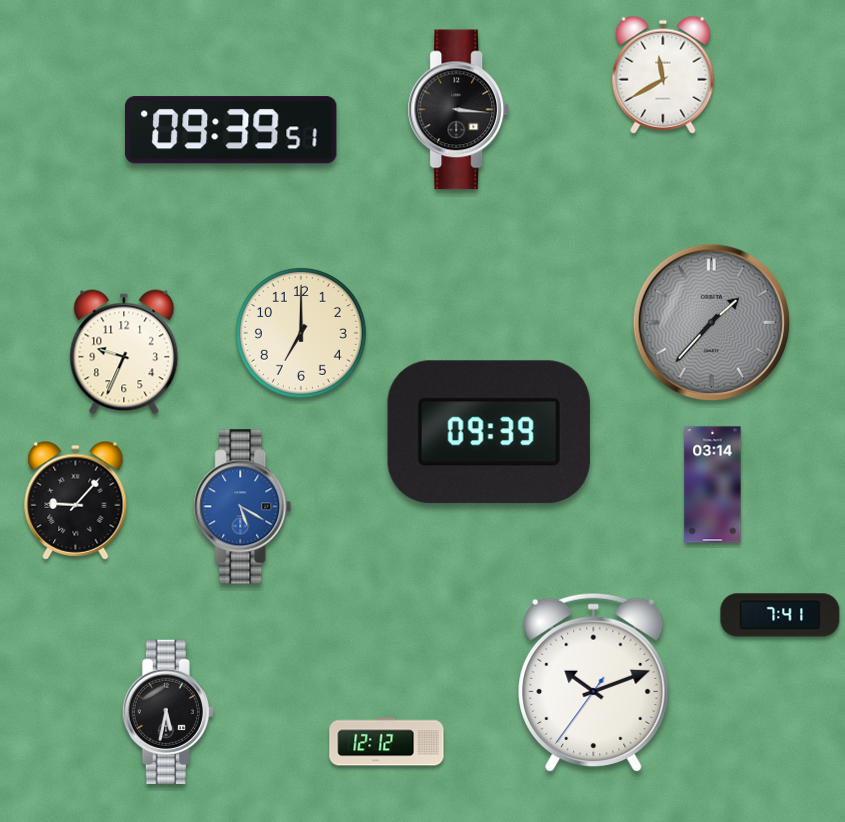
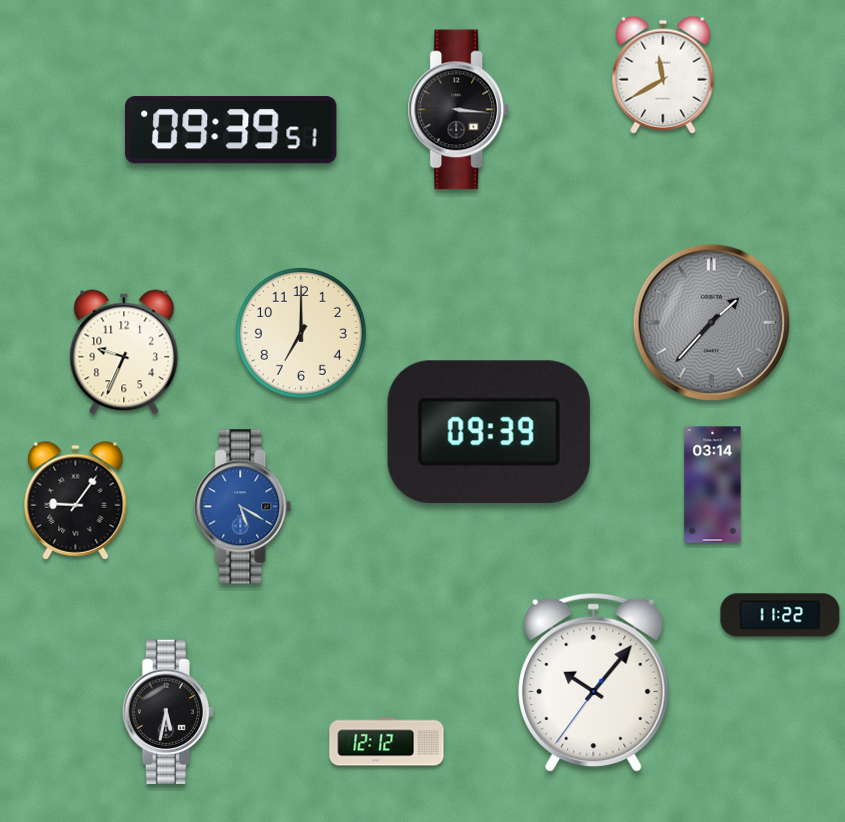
clock at (76, 500): 9:07 -> 9:06
clock at (780, 615): 7:41 -> 11:22
clock at (594, 683): 10:11 -> 10:06
